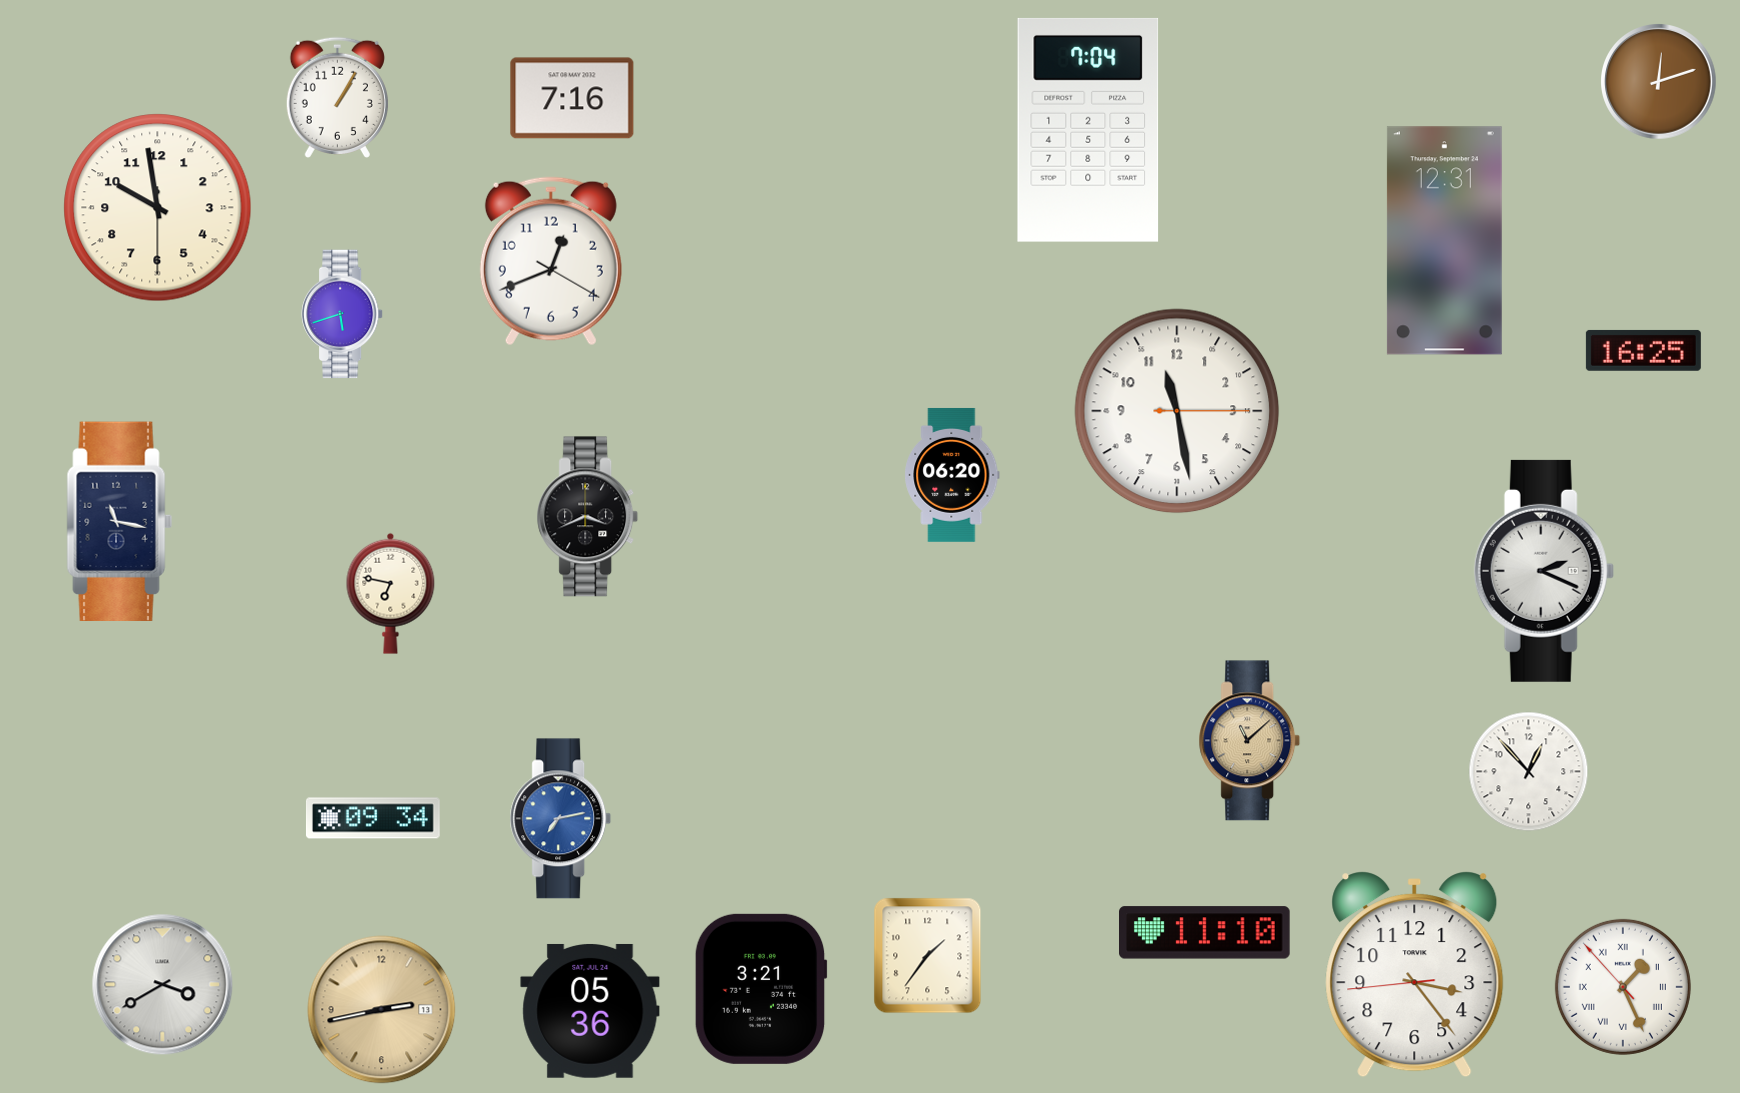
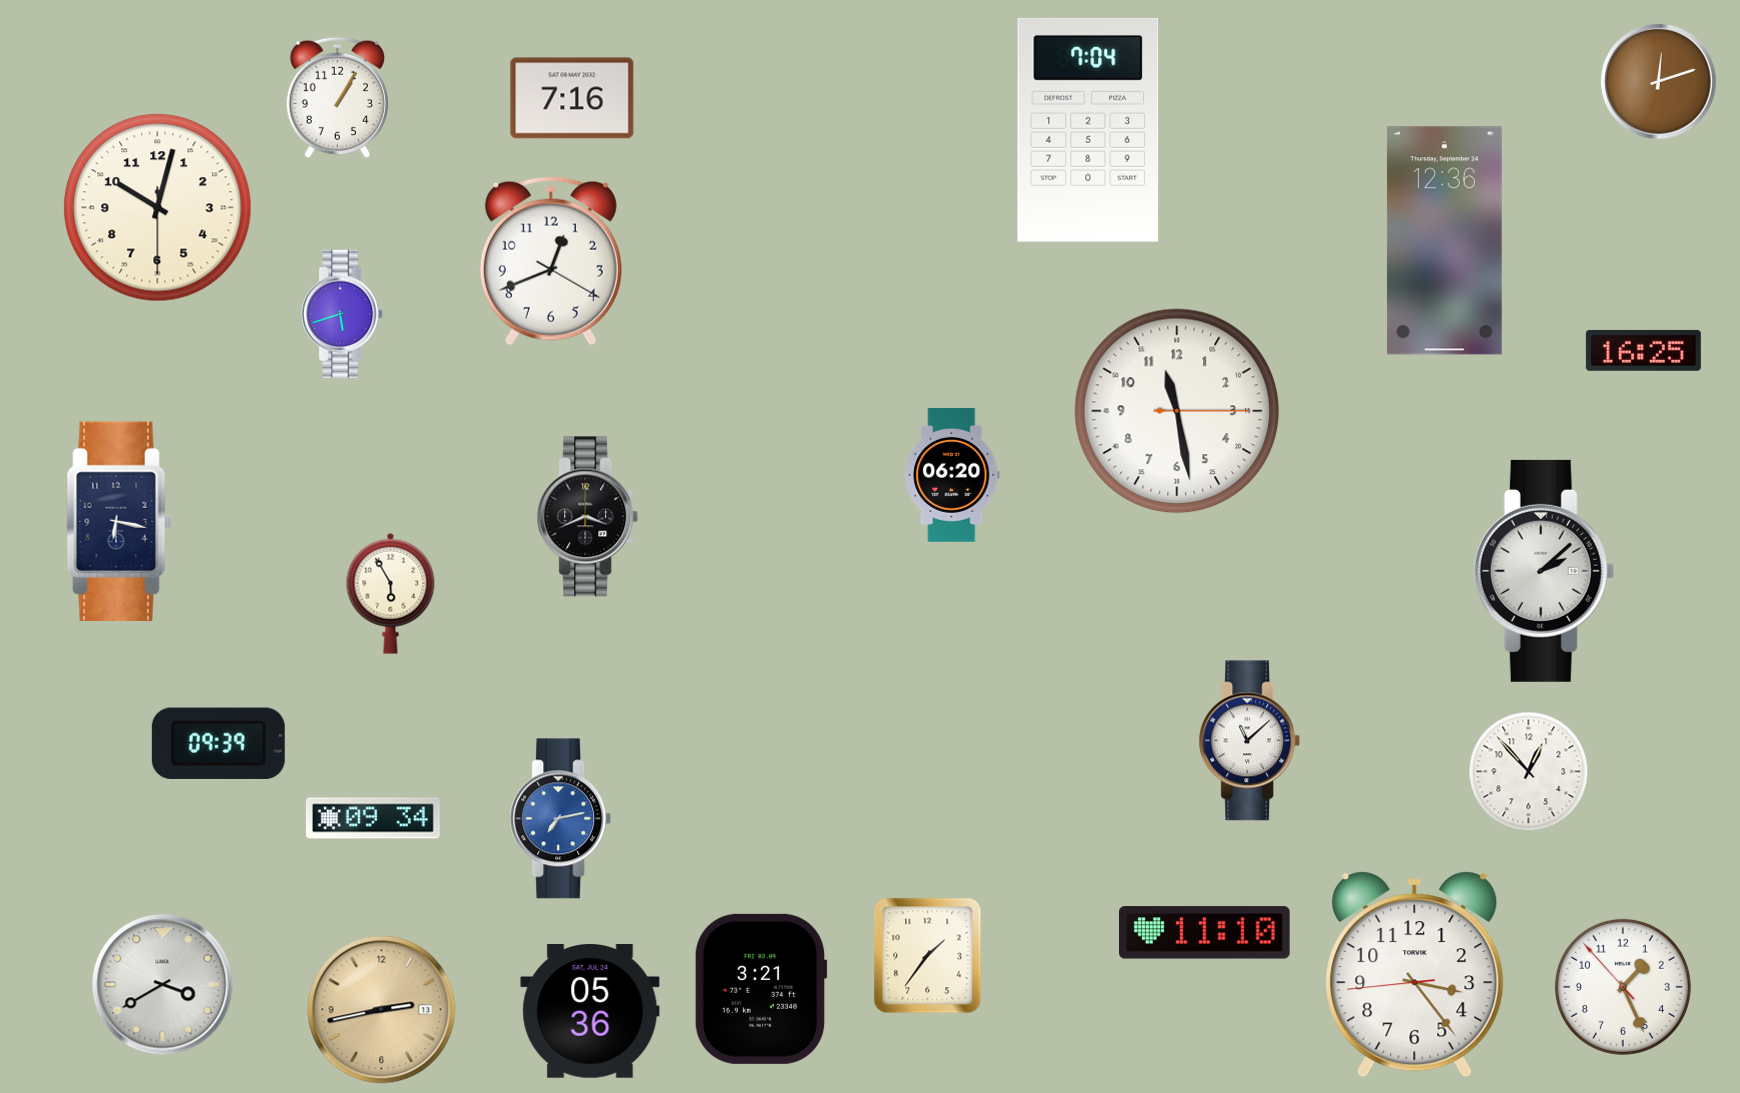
clock at (158, 208): 9:58 -> 10:02
clock at (1444, 241): 12:31 -> 12:36
clock at (120, 521): 11:17 -> 6:17
clock at (1544, 571): 2:19 -> 2:08
clock at (391, 593): 6:47 -> 5:55
clock at (1250, 741) dial: champagne -> white
clock at (218, 743): none -> 09:39
clock at (1623, 987) numerals: Roman -> Arabic
